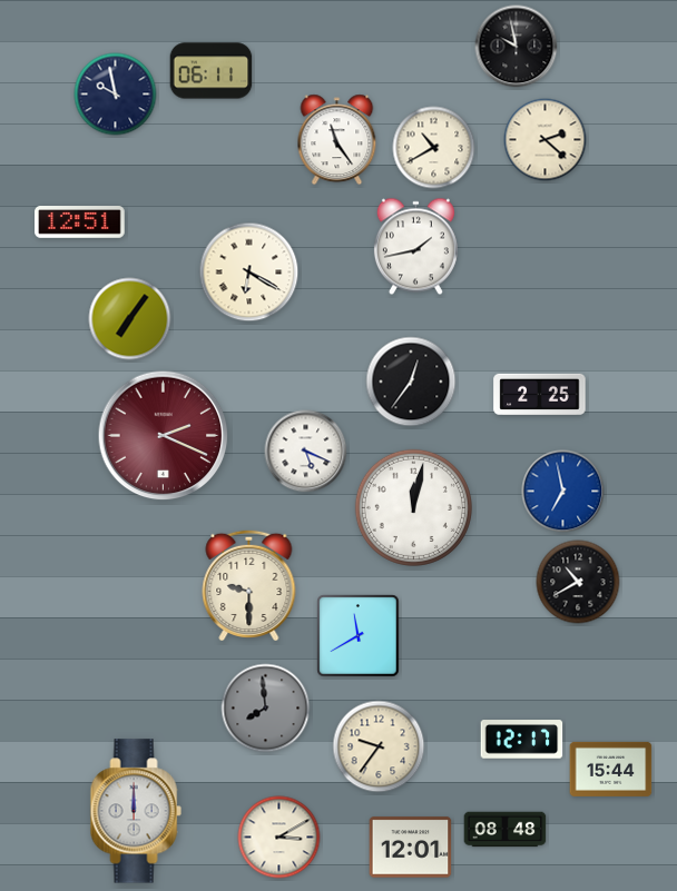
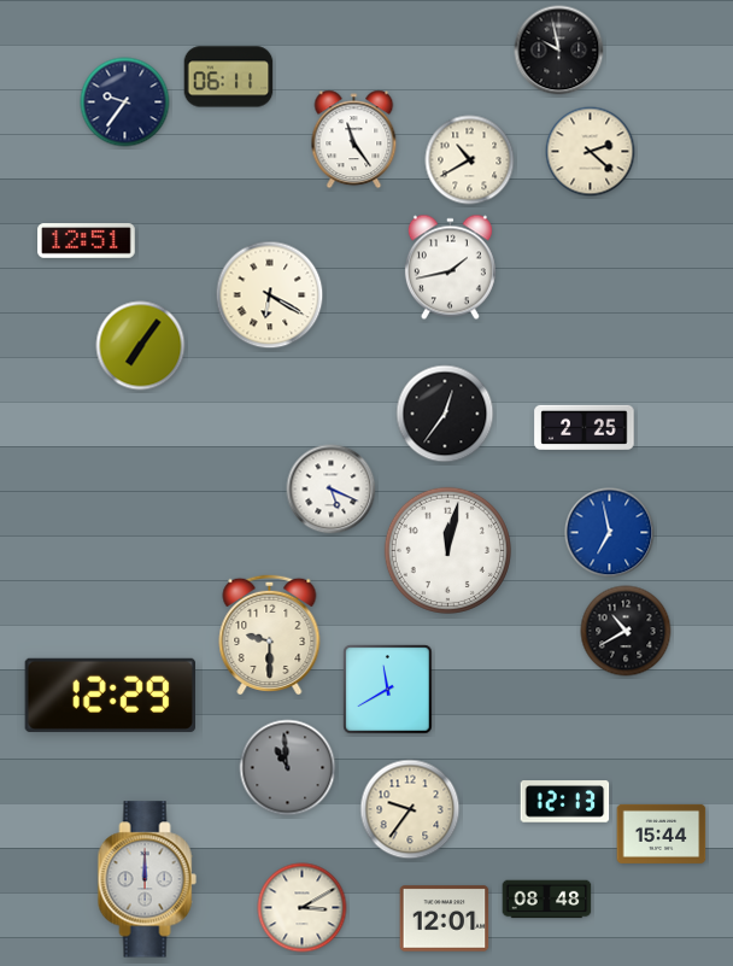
clock at (116, 95): 9:58 -> 9:36
clock at (337, 140) position: (337, 140) -> (354, 140)
clock at (164, 436): 2:19 -> none
clock at (110, 695): none -> 12:29
clock at (266, 709): 7:59 -> 10:59
clock at (522, 740): 12:17 -> 12:13
